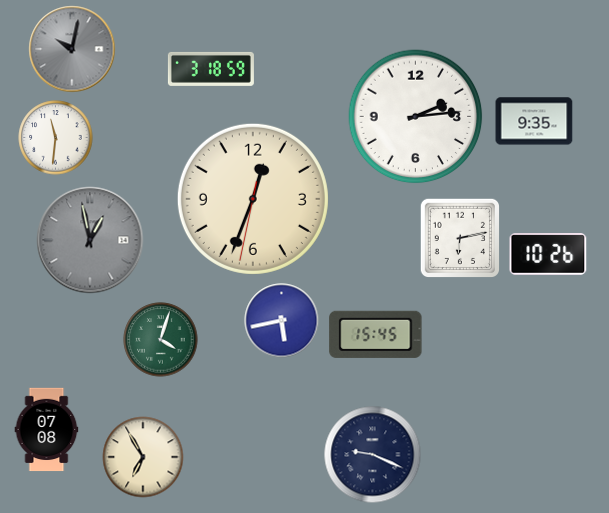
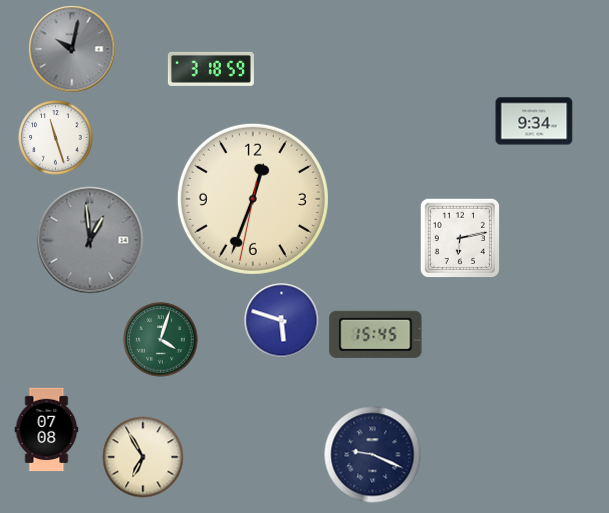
clock at (416, 117): 2:14 -> none
clock at (534, 121): 9:35 -> 9:34
clock at (56, 138): 11:31 -> 11:27
clock at (90, 240): 12:58 -> 12:59
clock at (548, 255): 10:26 -> none
clock at (282, 321): 5:43 -> 5:48
